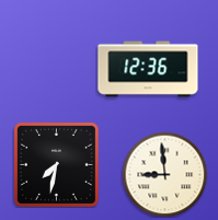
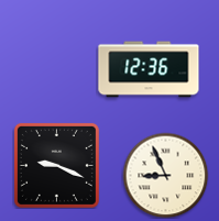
clock at (56, 164): 7:32 -> 9:19
clock at (164, 174): 8:59 -> 8:56
